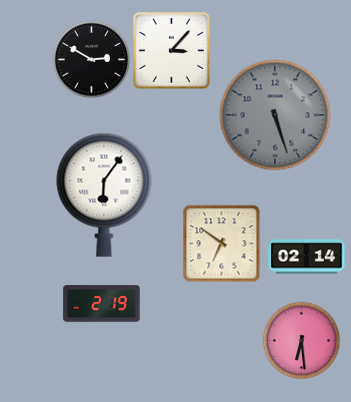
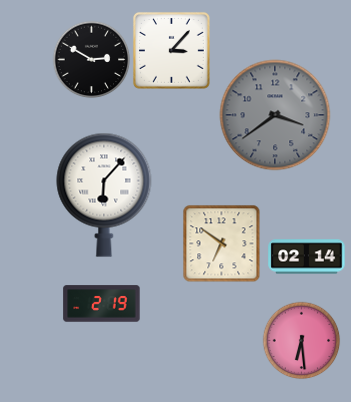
clock at (275, 115): 5:27 -> 3:39
clock at (104, 195): 6:06 -> 6:07
